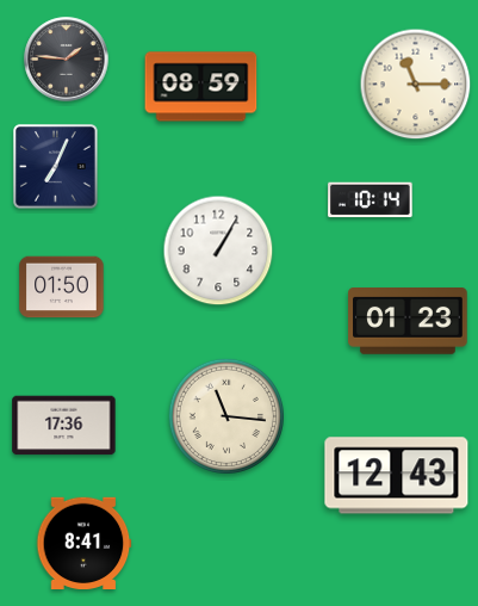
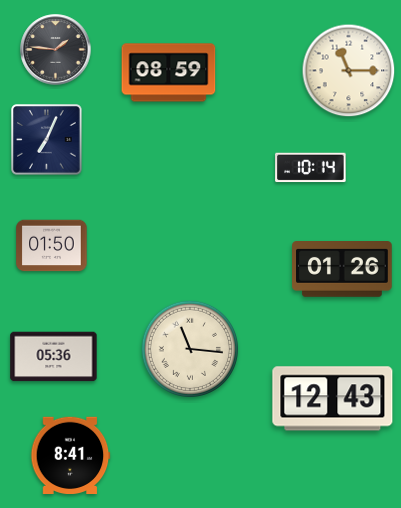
clock at (218, 251): 1:05 -> none
clock at (62, 287) position: (62, 287) -> (52, 246)
clock at (408, 321): 01:23 -> 01:26
clock at (64, 426): 17:36 -> 05:36
